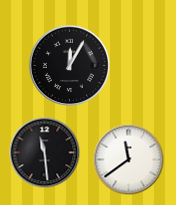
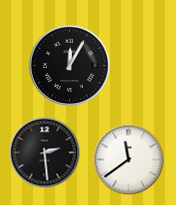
clock at (45, 153): 11:29 -> 2:29
